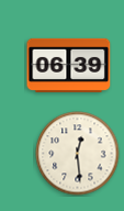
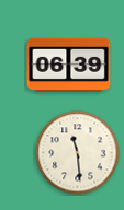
clock at (78, 154): 12:29 -> 11:29
